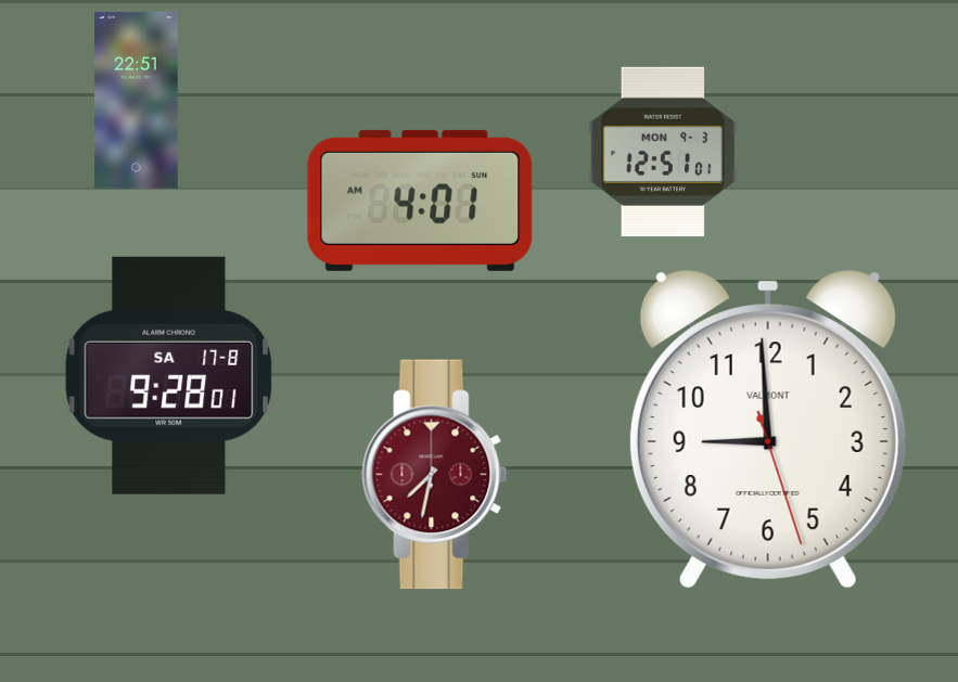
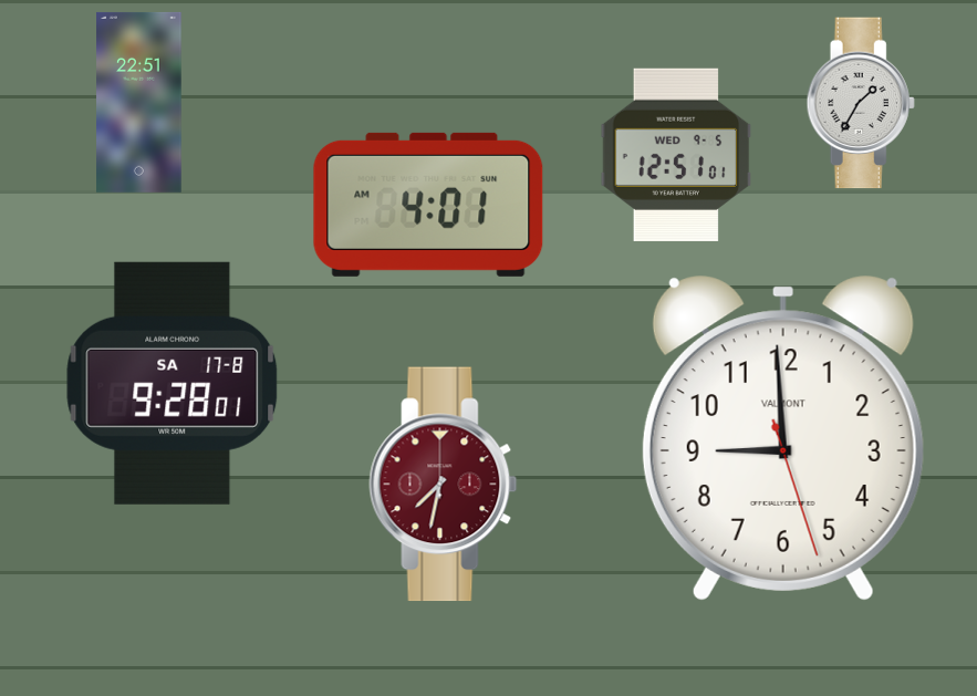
clock at (861, 103): none -> 1:35
clock at (663, 151) date: MON 9-3 -> WED 9-5
